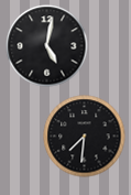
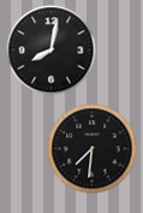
clock at (47, 46): 5:02 -> 8:02
